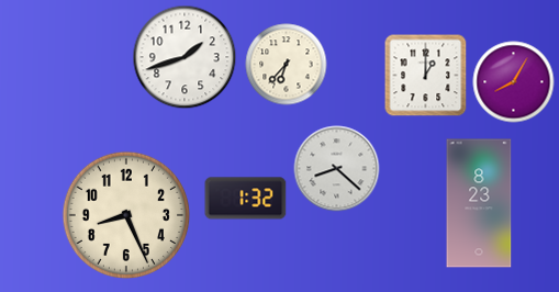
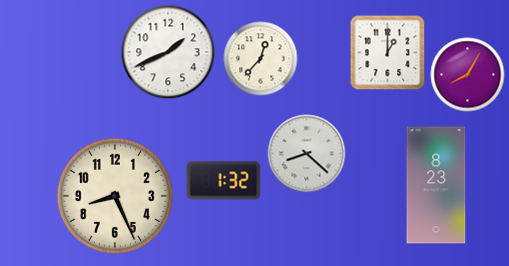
clock at (185, 57): 1:42 -> 1:41
clock at (287, 65): 6:37 -> 12:37
clock at (426, 76) position: (426, 76) -> (388, 53)
